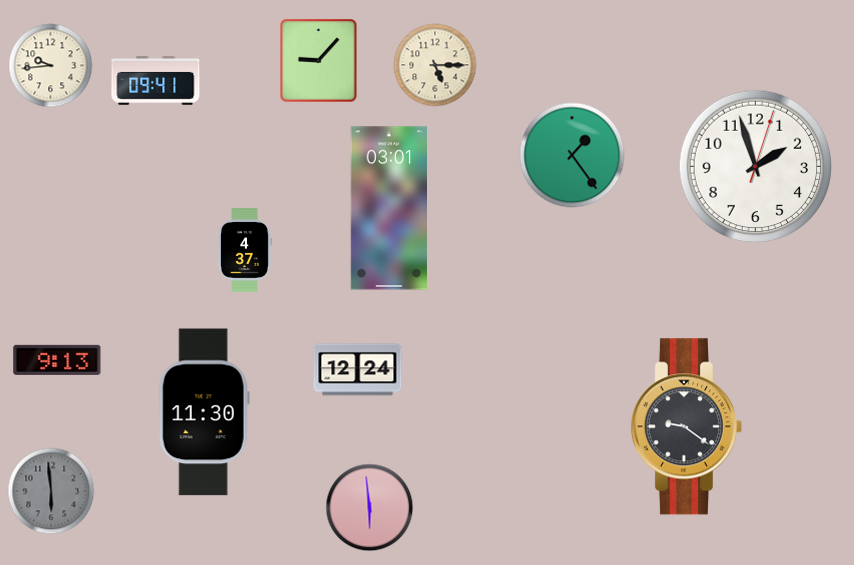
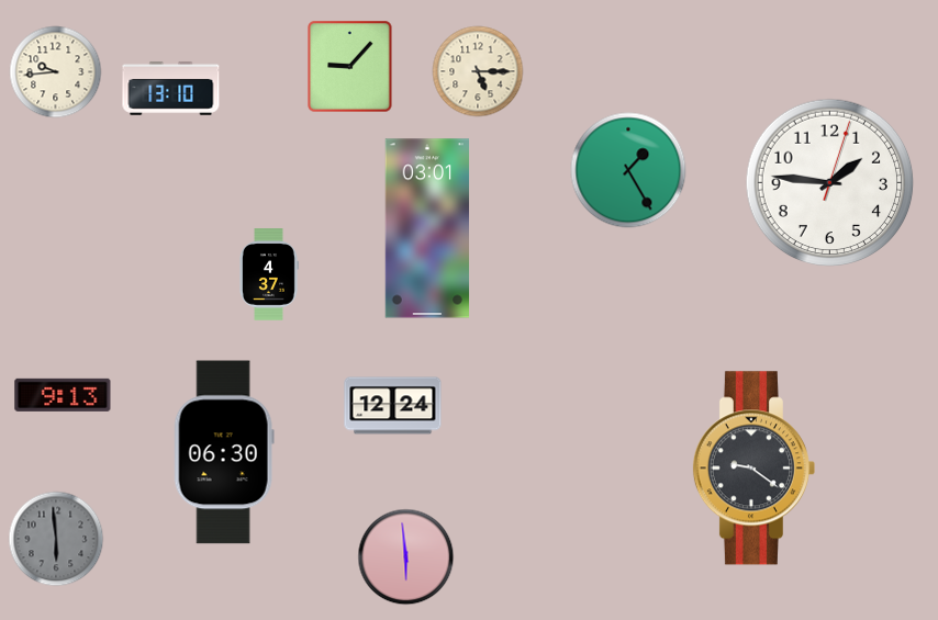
clock at (156, 80): 09:41 -> 13:10
clock at (572, 155): 1:24 -> 1:25
clock at (756, 167): 1:57 -> 1:46
clock at (204, 412): 11:30 -> 06:30
